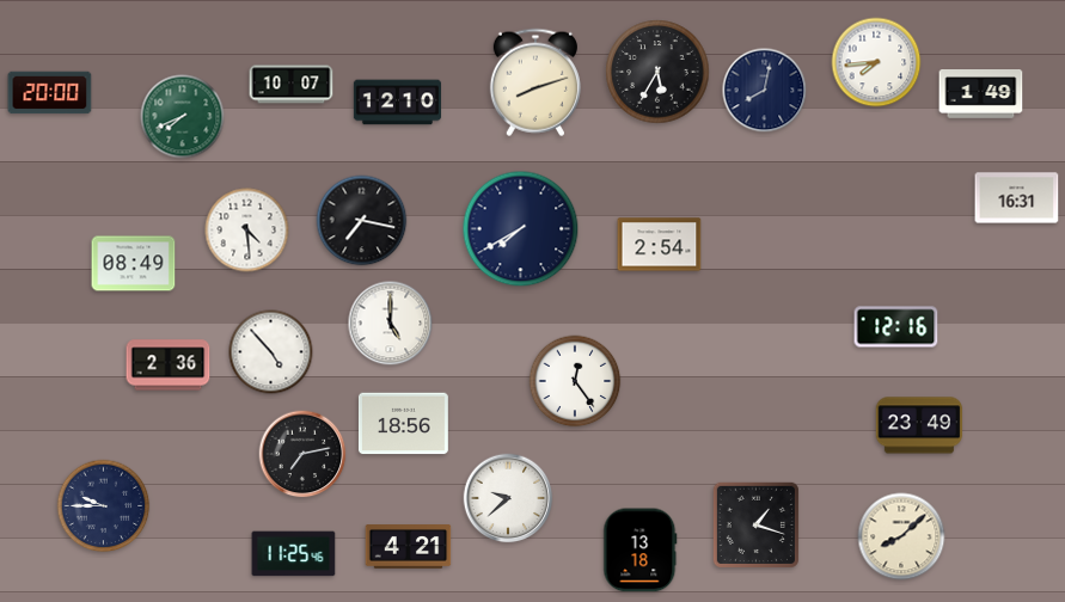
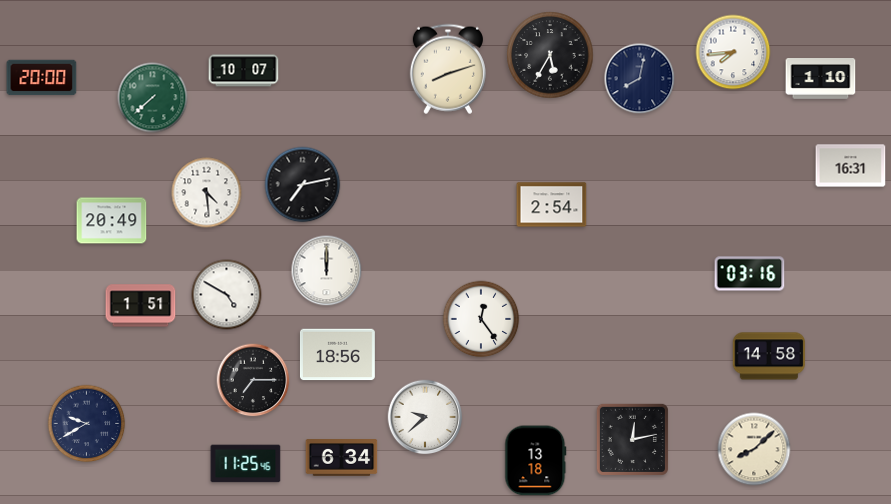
clock at (657, 72) position: (657, 72) -> (550, 55)
clock at (765, 91) position: (765, 91) -> (640, 79)
clock at (981, 94): 1:49 -> 1:10
clock at (397, 103): 12:10 -> none
clock at (183, 117): 7:41 -> 7:38
clock at (362, 221): 7:17 -> 7:13
clock at (521, 229): 7:40 -> none
clock at (134, 264): 08:49 -> 20:49
clock at (391, 324): 5:00 -> 12:00
clock at (896, 327): 12:16 -> 03:16
clock at (271, 352): 4:53 -> 4:50
clock at (169, 365): 2:36 -> 1:51
clock at (919, 425): 23:49 -> 14:58
clock at (302, 454): 7:13 -> 7:15
clock at (104, 506): 9:45 -> 9:40
clock at (755, 524): 1:18 -> 12:13
clock at (409, 547): 4:21 -> 6:34
